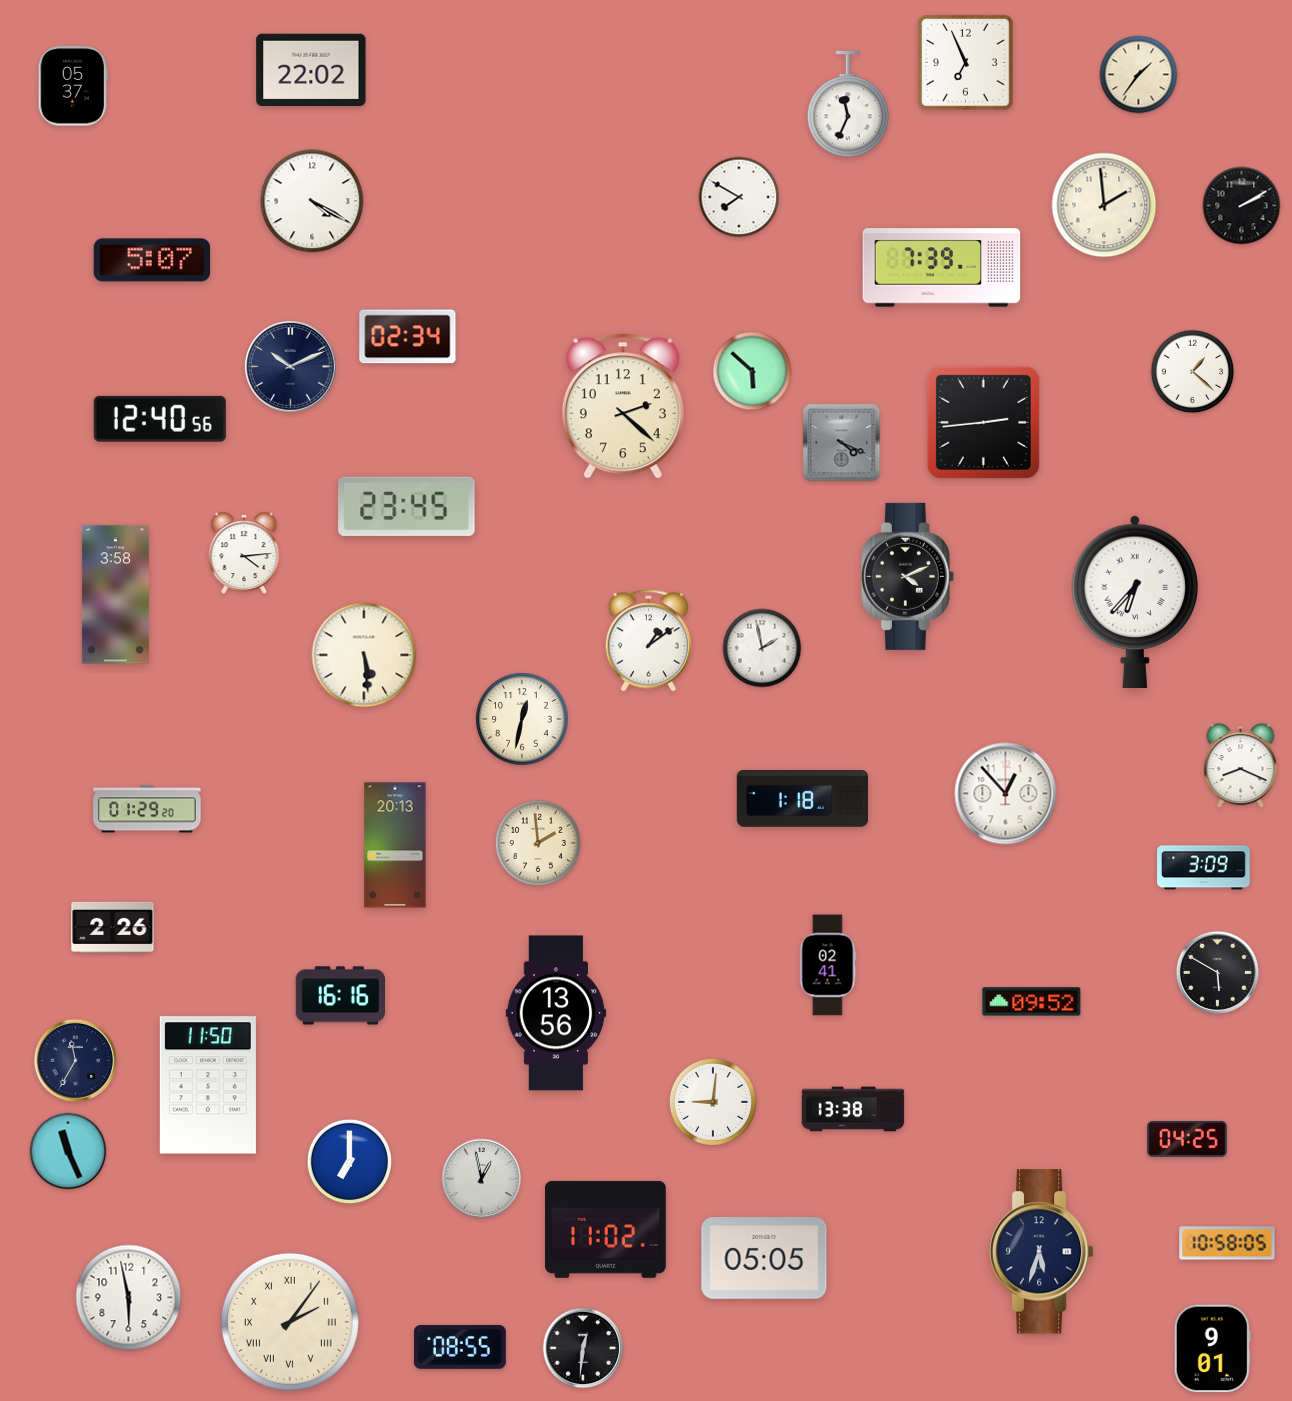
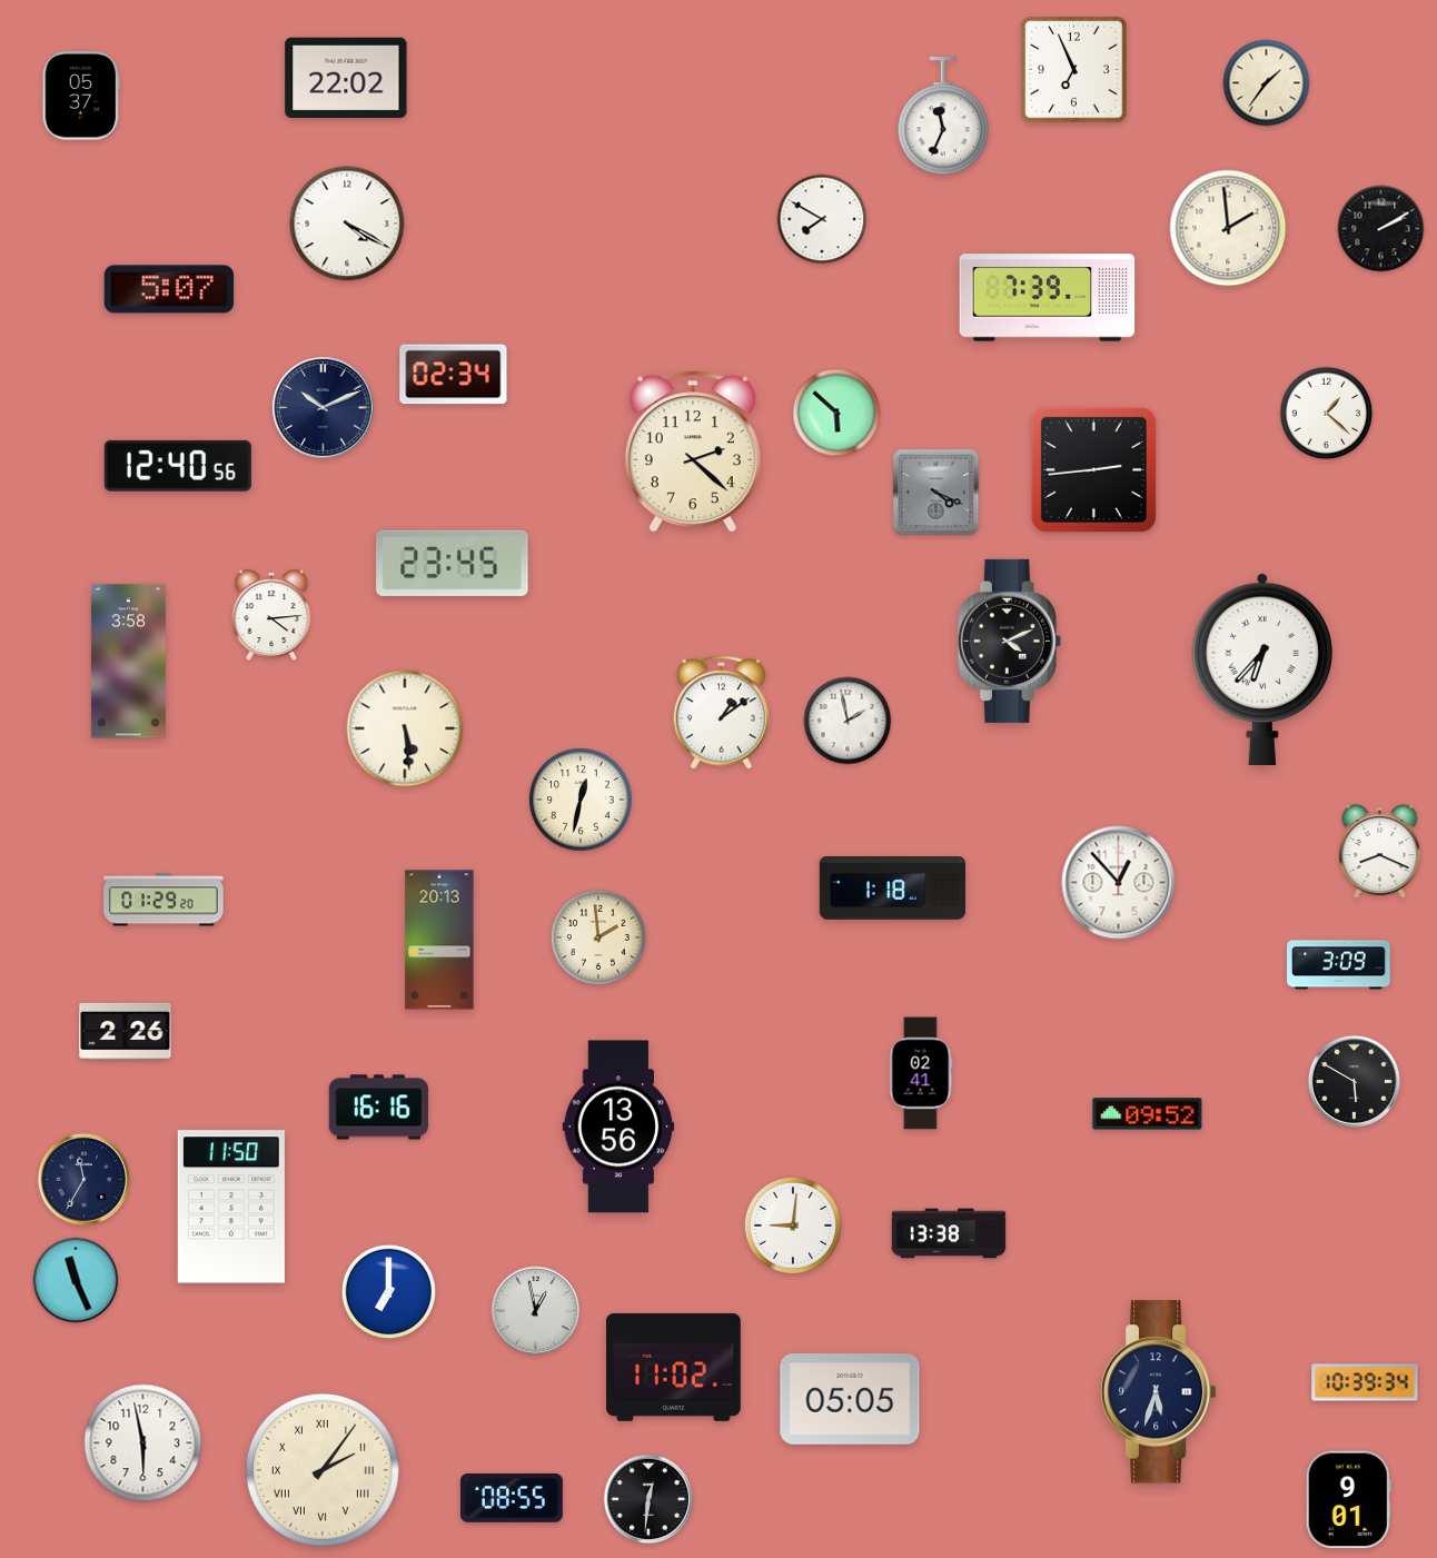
clock at (1187, 1139): 04:25 -> none
clock at (1227, 1243): 10:58 -> 10:39
